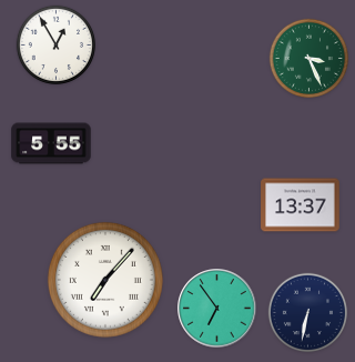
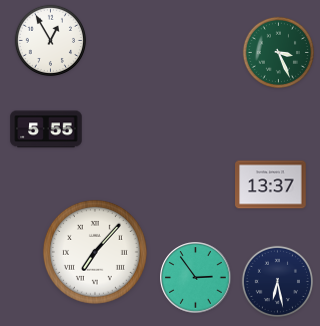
clock at (217, 309): 6:54 -> 2:54
clock at (307, 312): 6:32 -> 6:28
